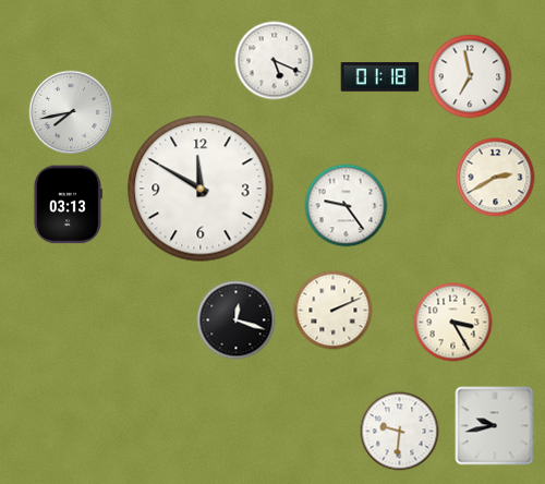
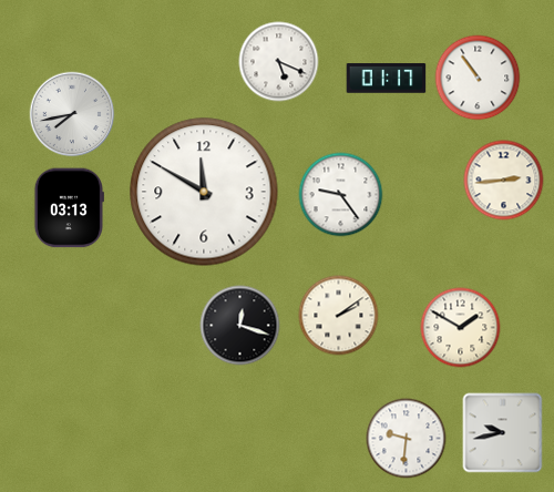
clock at (470, 76): 6:58 -> 10:54
clock at (380, 77): 01:18 -> 01:17
clock at (496, 178): 2:40 -> 2:44
clock at (347, 206) position: (347, 206) -> (341, 195)
clock at (334, 311): 2:11 -> 2:09
clock at (453, 323): 3:25 -> 1:50
